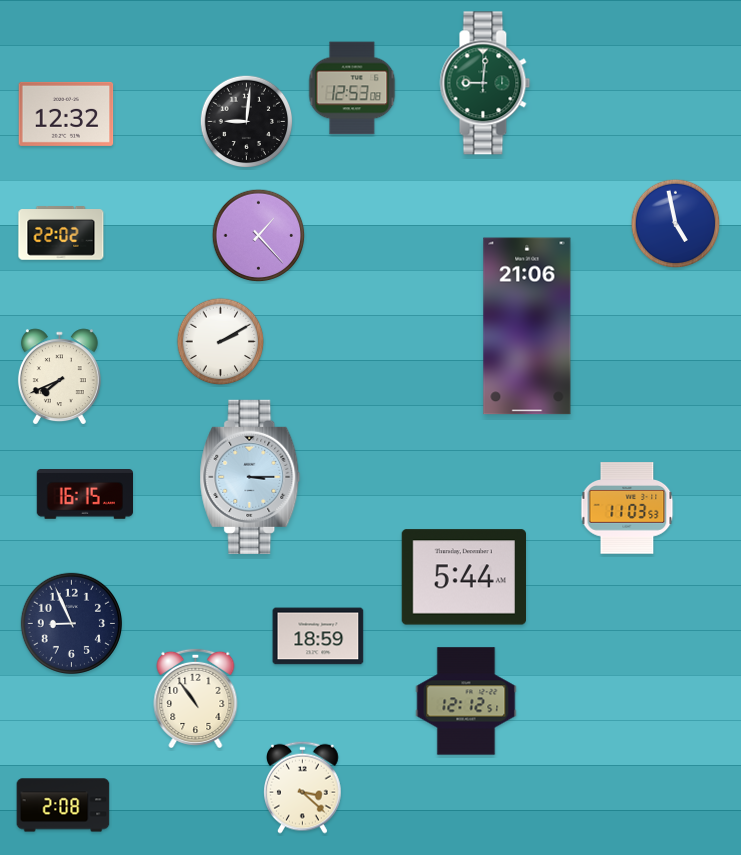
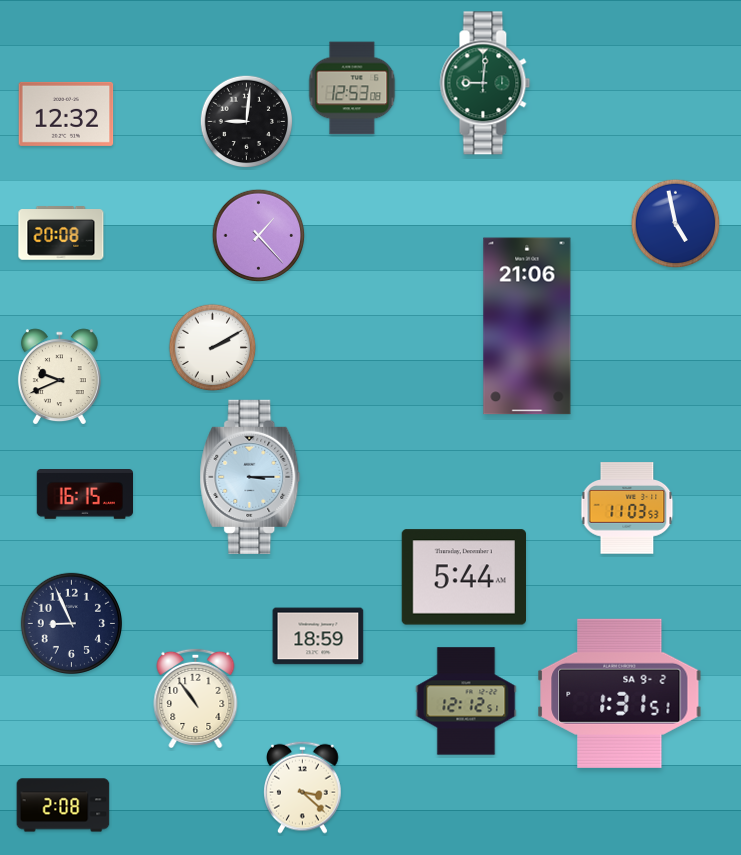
clock at (61, 233): 22:02 -> 20:08
clock at (221, 342) position: (221, 342) -> (213, 348)
clock at (59, 377): 7:41 -> 9:41
clock at (620, 693): none -> 1:31
